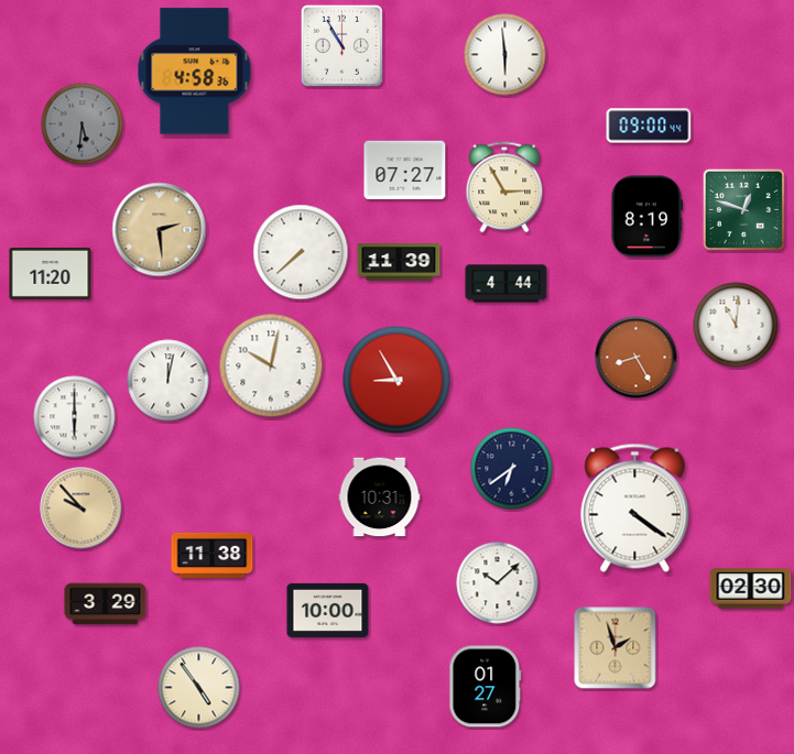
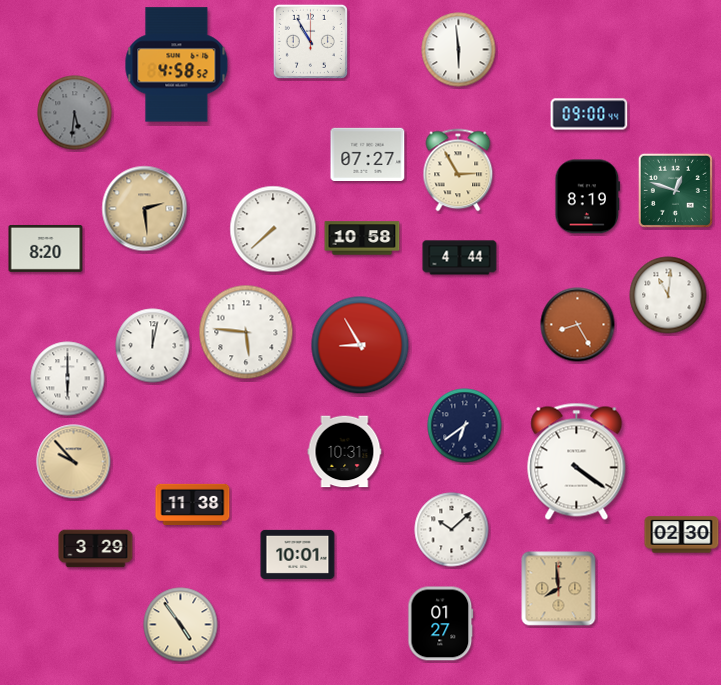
clock at (195, 72): 4:58:36 -> 4:58:52
clock at (399, 262): 11:39 -> 10:58
clock at (51, 273): 11:20 -> 8:20
clock at (271, 365): 10:02 -> 5:46
clock at (328, 610): 10:00 -> 10:01
clock at (616, 648): 1:57 -> 7:59
